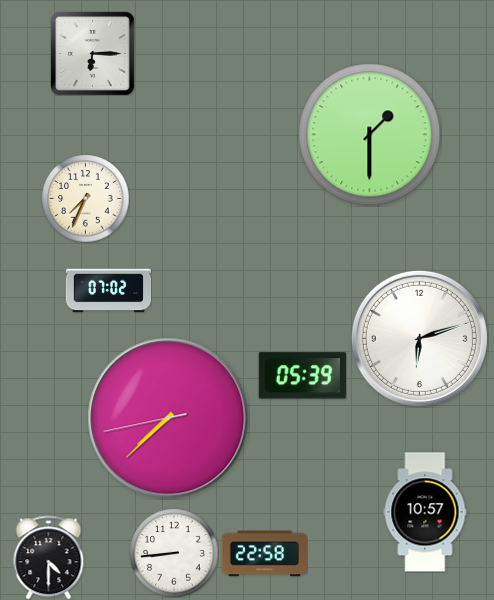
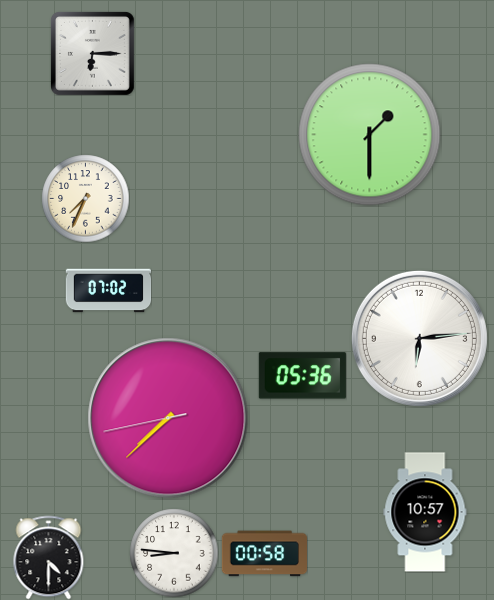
clock at (419, 338): 6:12 -> 6:14
clock at (302, 376): 05:39 -> 05:36
clock at (174, 553): 8:44 -> 8:46
clock at (264, 554): 22:58 -> 00:58
